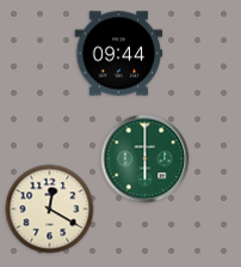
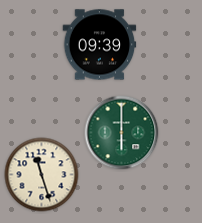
clock at (119, 54): 09:44 -> 09:39
clock at (50, 210): 12:20 -> 11:27
